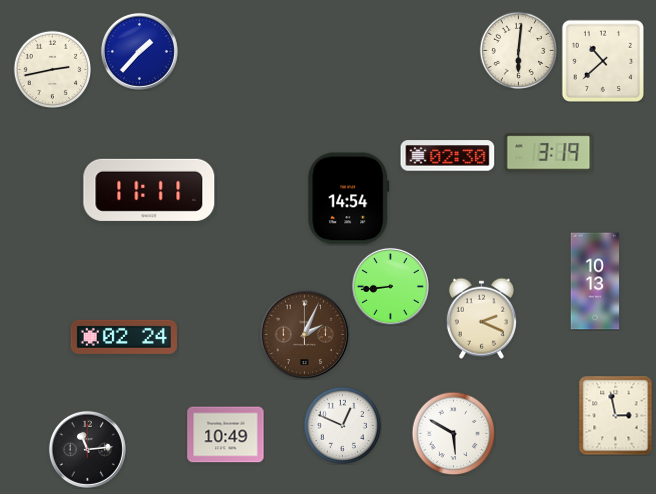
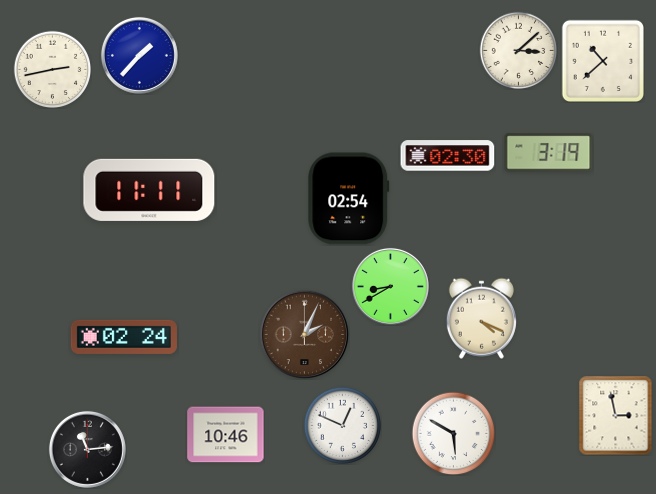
clock at (518, 50): 6:01 -> 3:08
clock at (139, 51) position: (139, 51) -> (139, 55)
clock at (349, 199): 14:54 -> 02:54
clock at (595, 281): 10:13 -> none
clock at (390, 286): 8:44 -> 8:40
clock at (481, 318): 2:19 -> 4:19
clock at (226, 435): 10:49 -> 10:46
